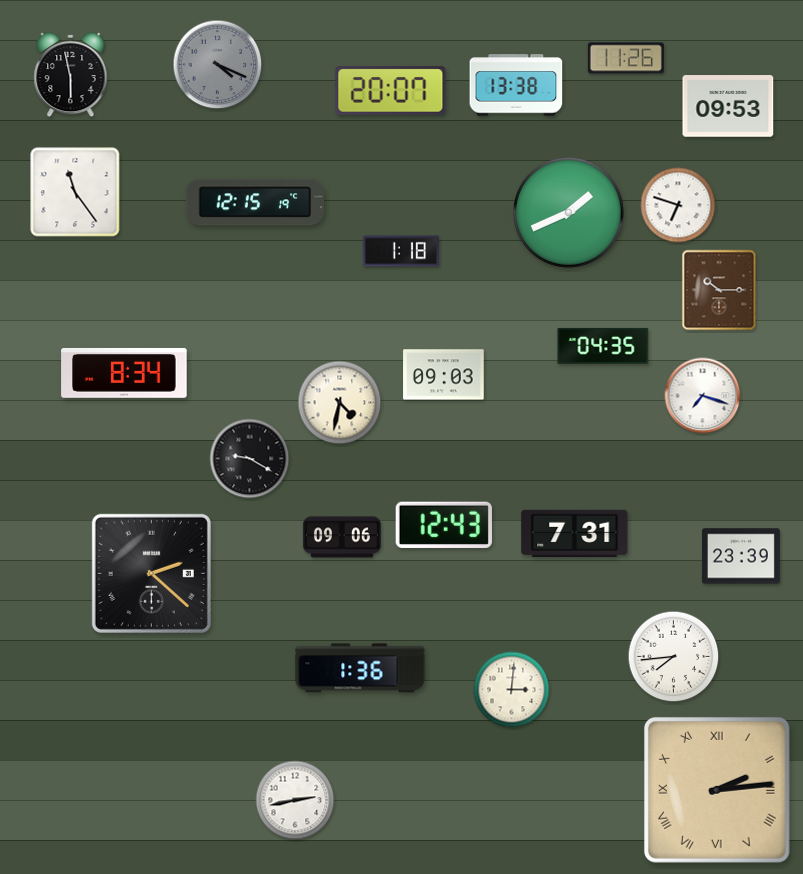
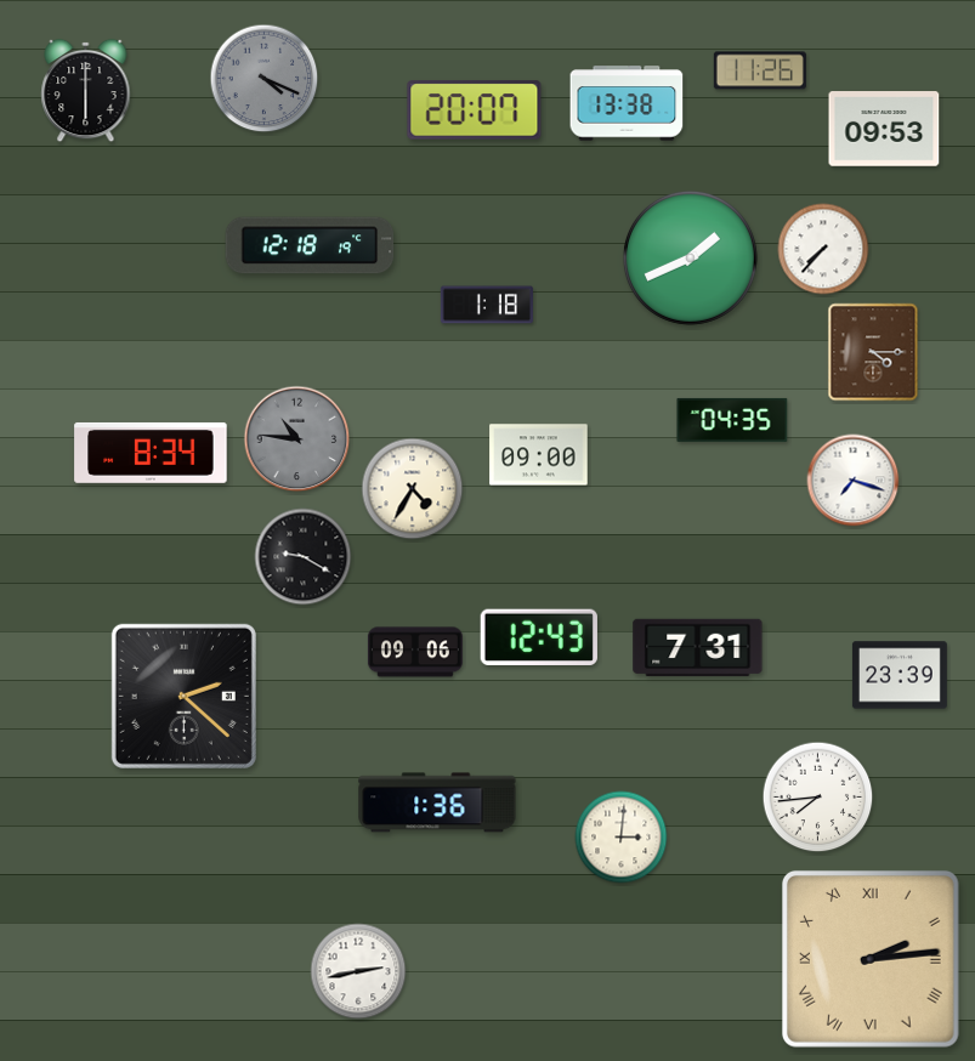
clock at (71, 75): 5:58 -> 6:00
clock at (75, 192): 11:24 -> none
clock at (255, 202): 12:15 -> 12:18
clock at (678, 205): 6:48 -> 7:37
clock at (719, 290): 10:15 -> 4:15
clock at (297, 439): none -> 10:46
clock at (444, 375): 09:03 -> 09:00
clock at (340, 403): 4:32 -> 4:35
clock at (360, 668) position: (360, 668) -> (437, 802)
